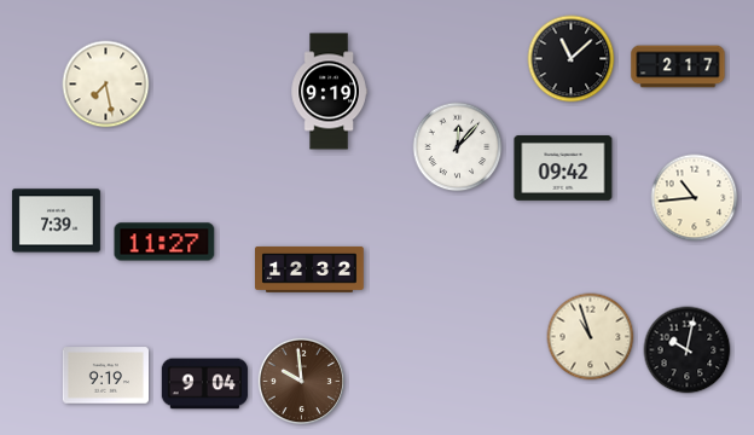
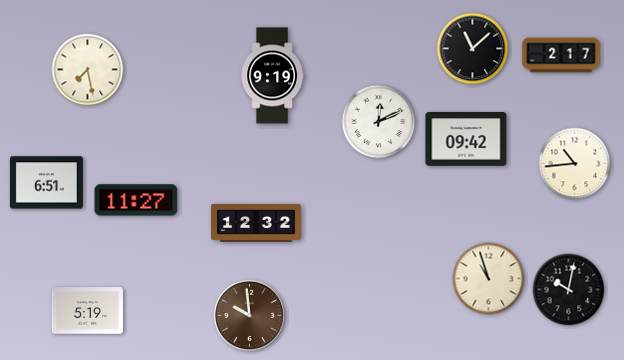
clock at (458, 147): 12:07 -> 12:11
clock at (56, 221): 7:39 -> 6:51
clock at (105, 376): 9:19 -> 5:19
clock at (204, 384): 9:04 -> none
